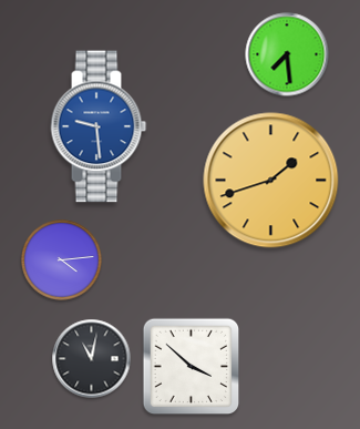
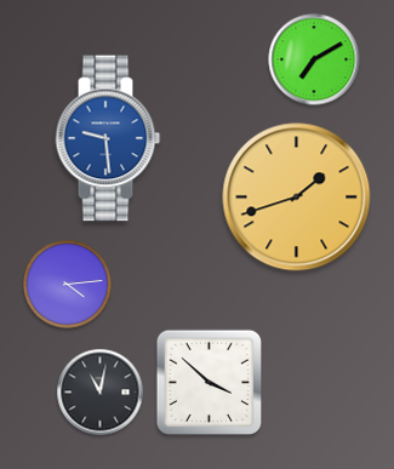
clock at (287, 54): 7:29 -> 7:10
clock at (192, 367) position: (192, 367) -> (210, 383)
